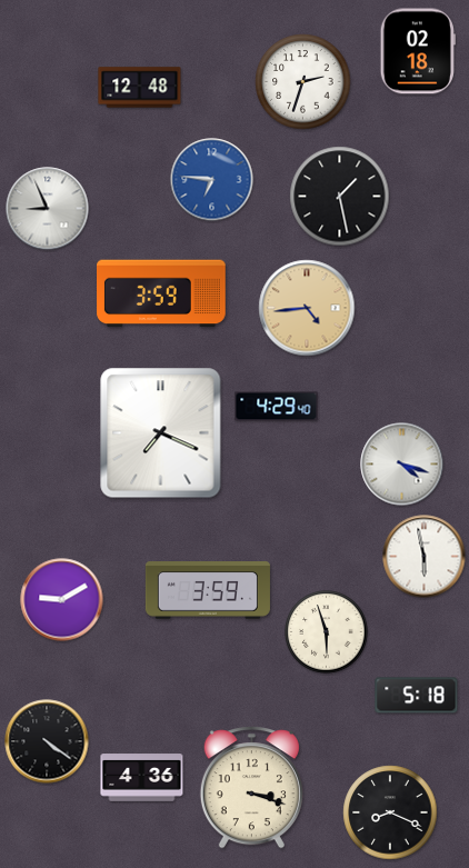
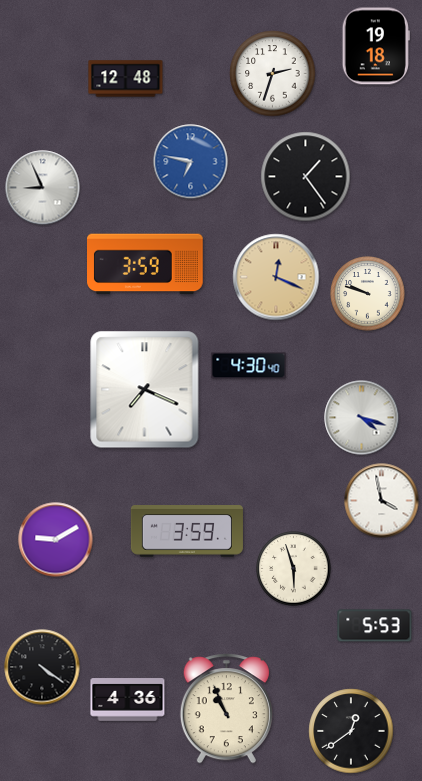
clock at (418, 51): 02:18 -> 19:18
clock at (212, 180): 6:46 -> 6:47
clock at (340, 197): 1:28 -> 1:24
clock at (307, 308): 4:44 -> 12:19
clock at (368, 294): none -> 9:48
clock at (277, 407): 4:29 -> 4:30
clock at (425, 557): 5:58 -> 3:58
clock at (417, 696): 5:18 -> 5:53
clock at (251, 788): 3:18 -> 10:56
clock at (390, 812): 8:19 -> 12:39
